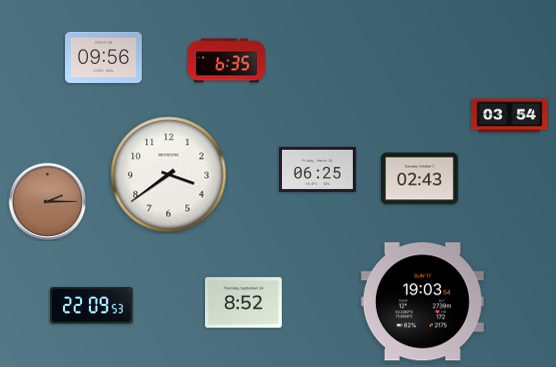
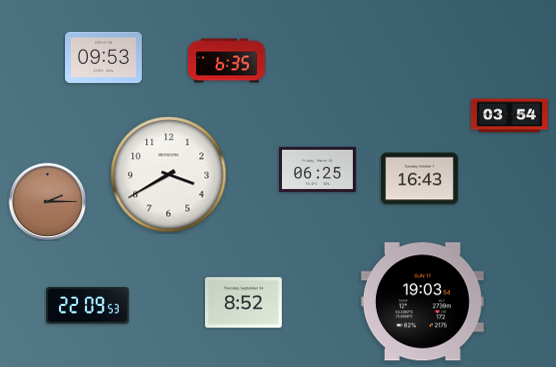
clock at (104, 57): 09:56 -> 09:53
clock at (169, 175): 3:39 -> 3:40
clock at (420, 179): 02:43 -> 16:43
clock at (92, 306) position: (92, 306) -> (88, 306)
